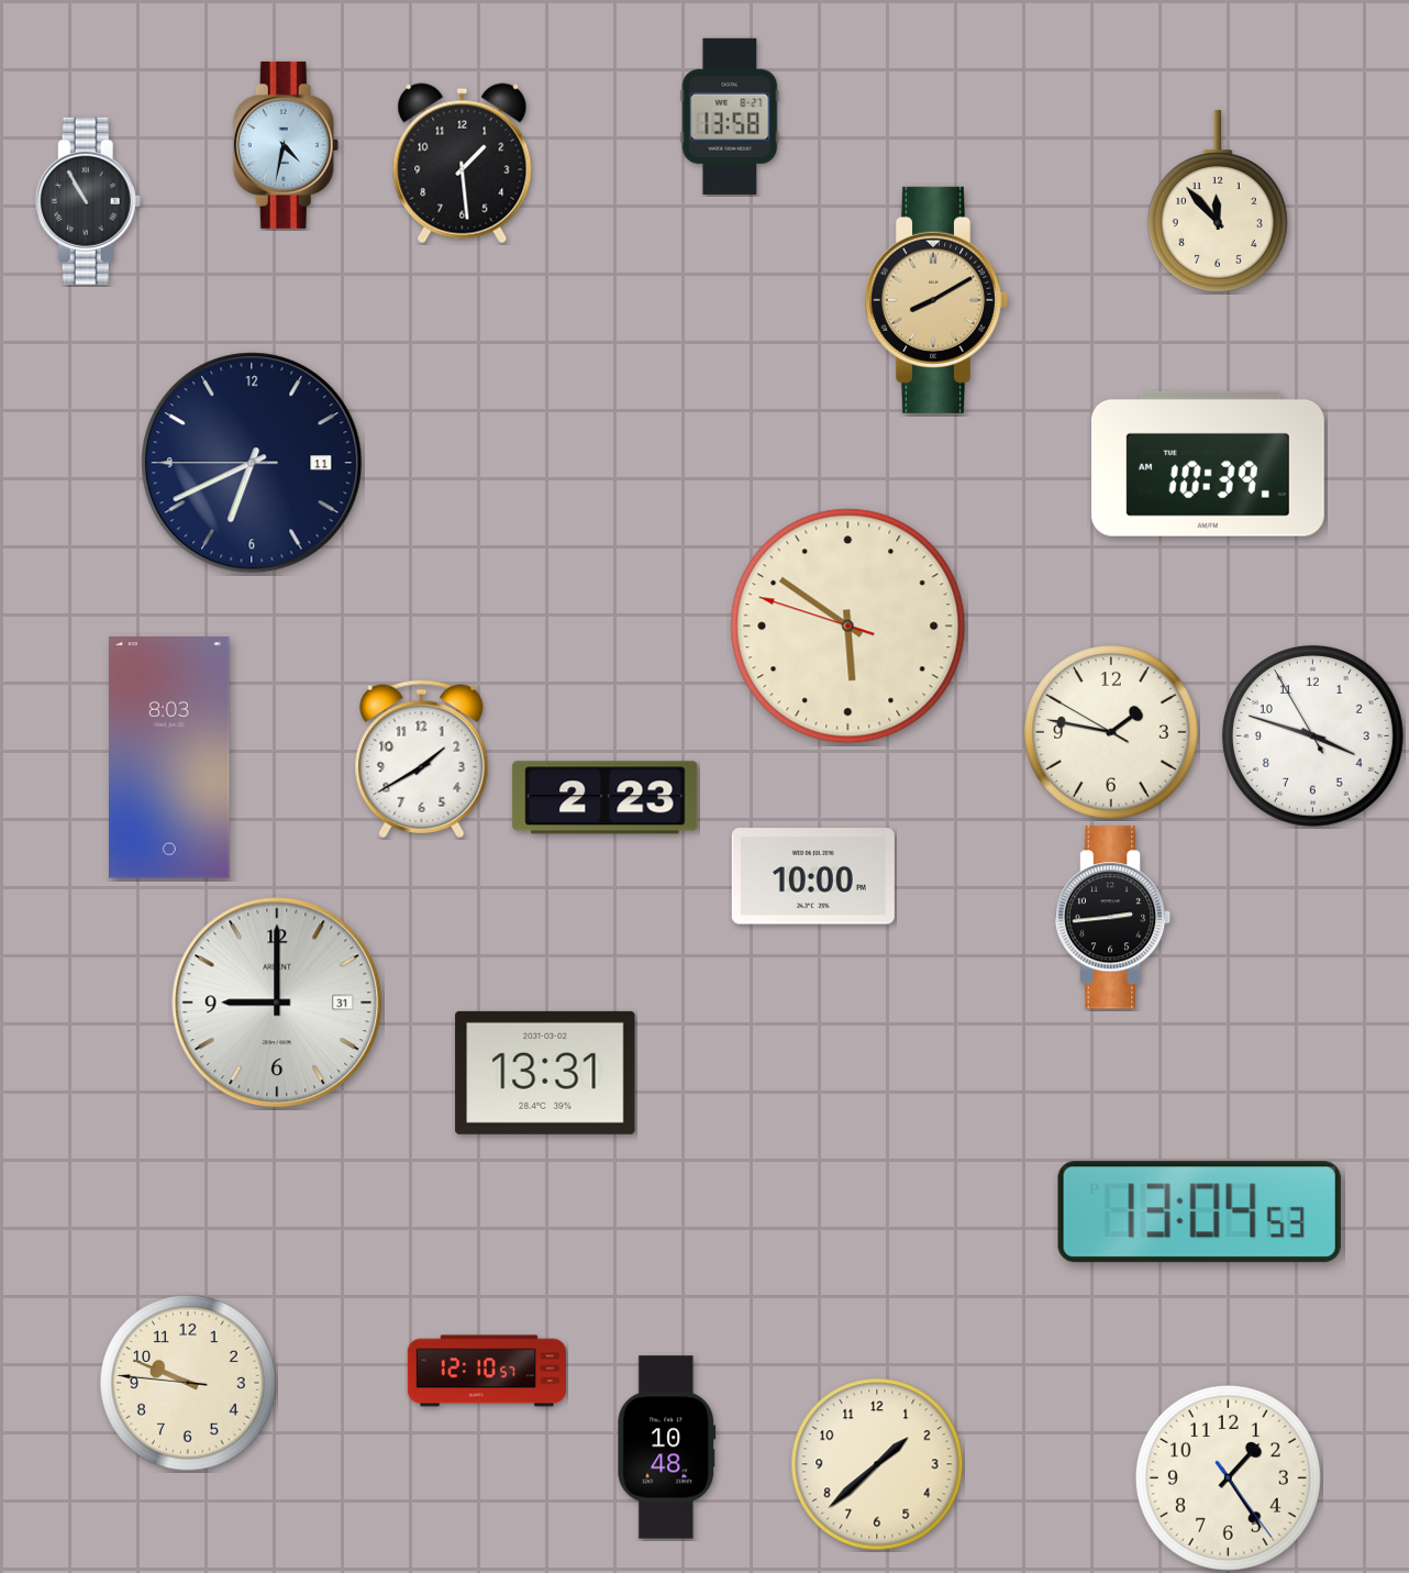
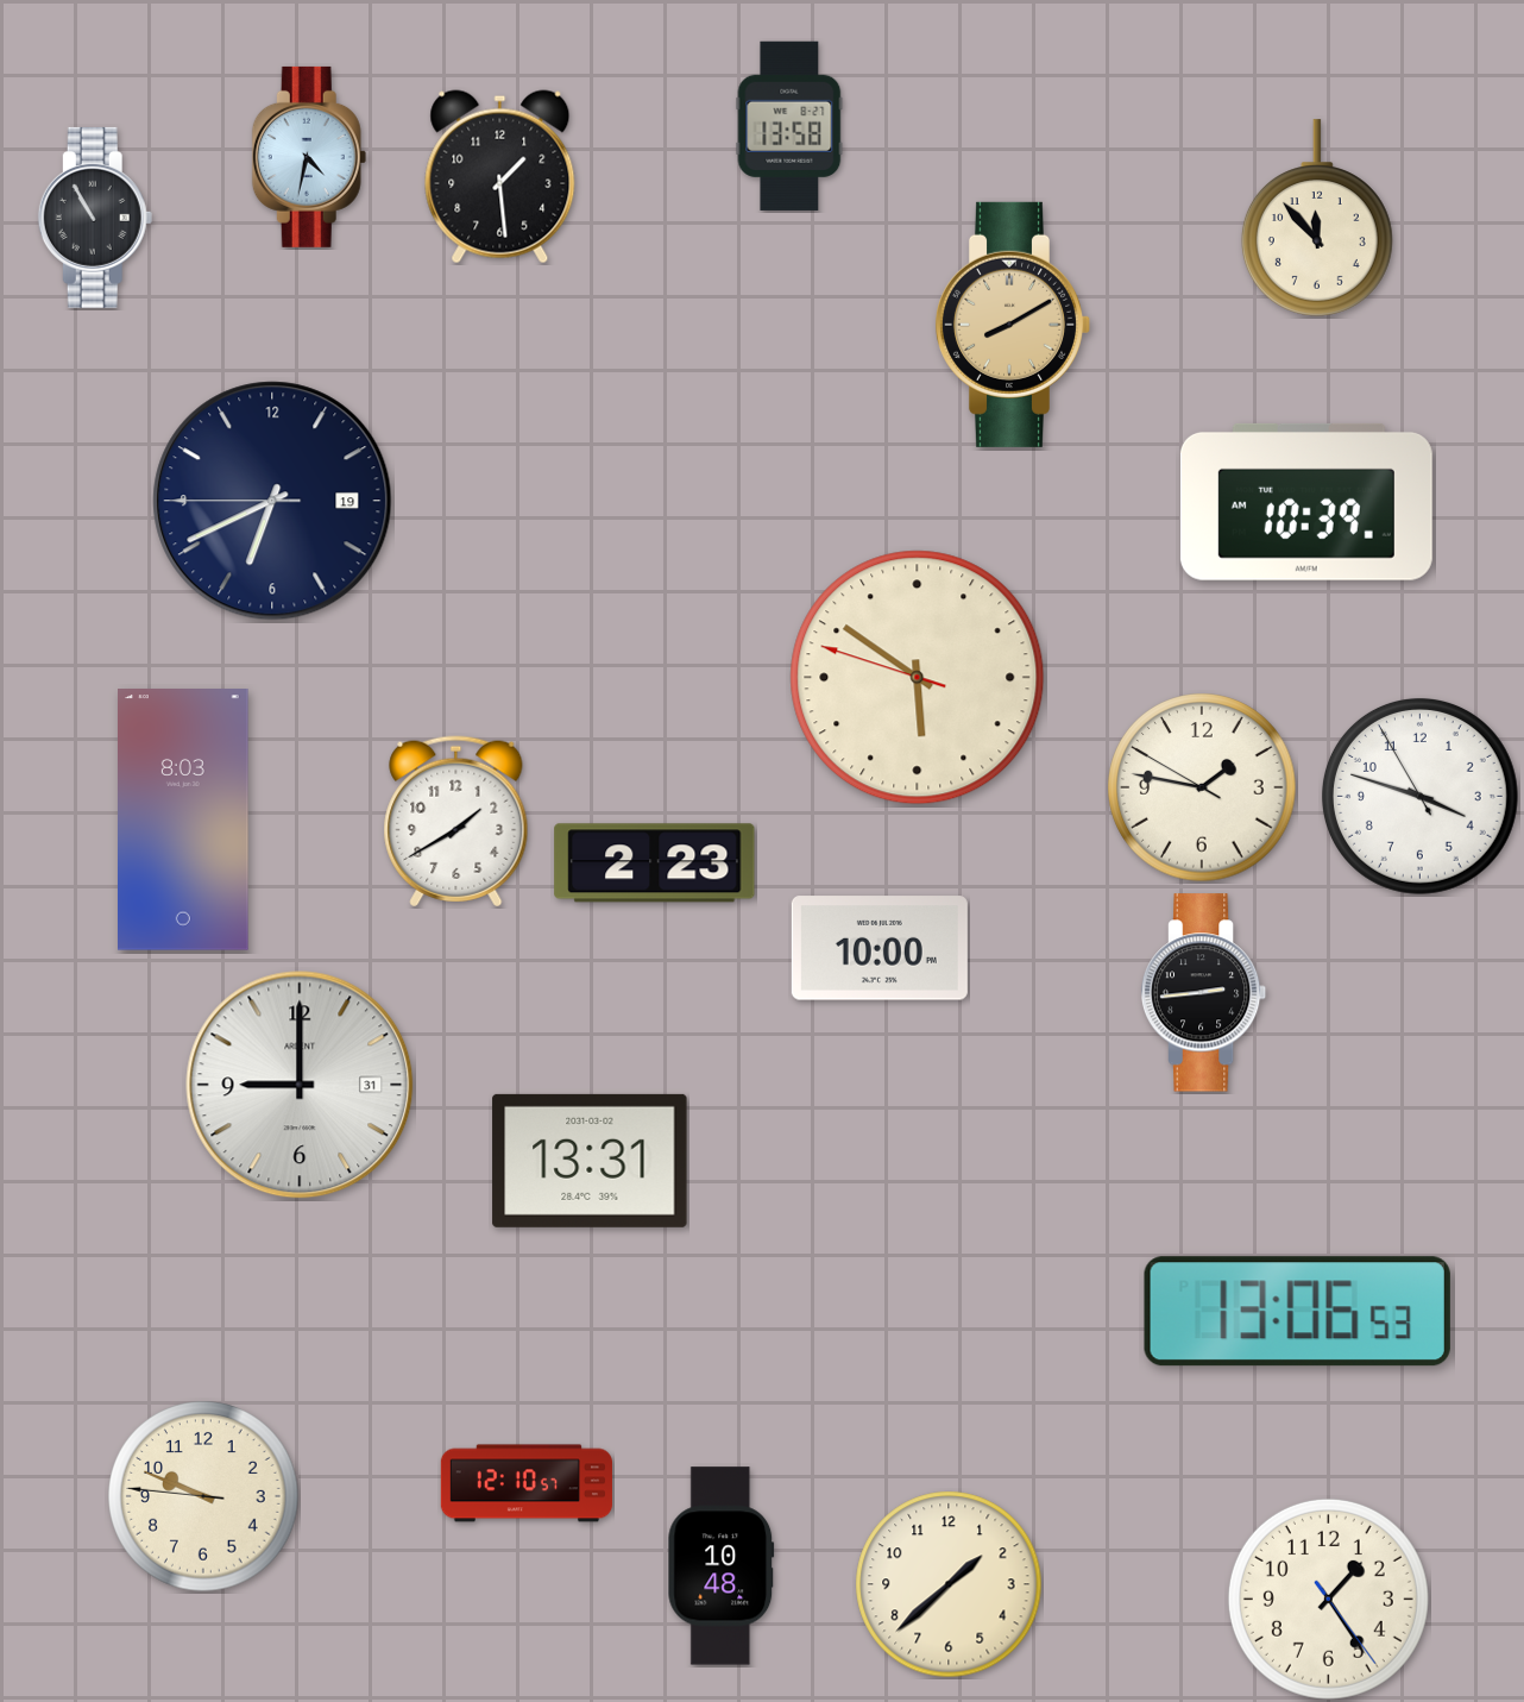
clock at (252, 463) date: 11 -> 19
clock at (1111, 732) position: (1111, 732) -> (1202, 787)
clock at (1199, 1212): 13:04 -> 13:06
